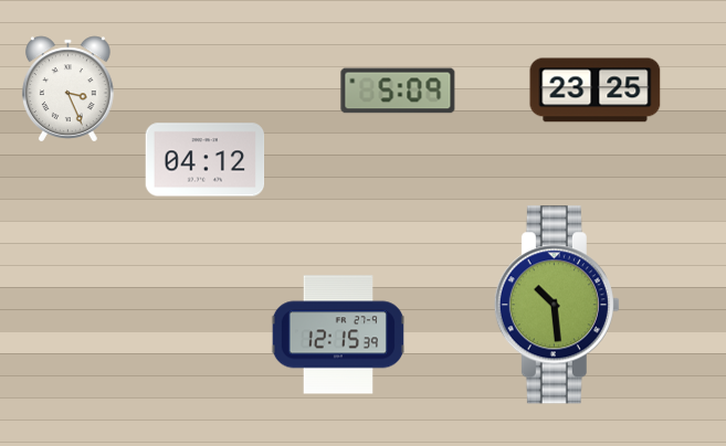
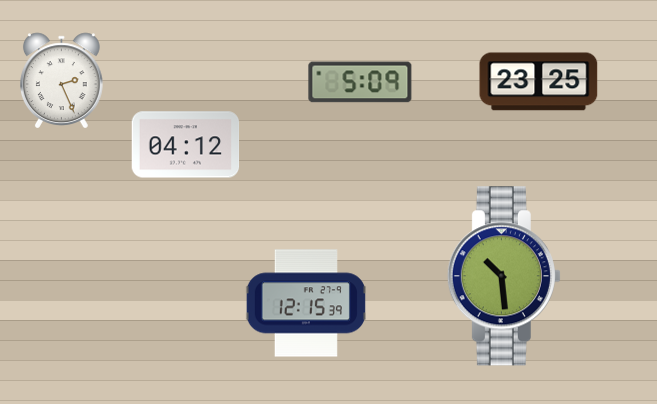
clock at (69, 89): 3:26 -> 2:26
